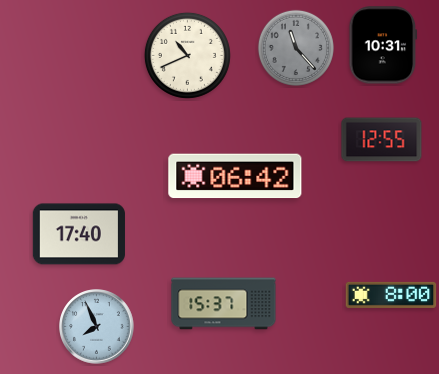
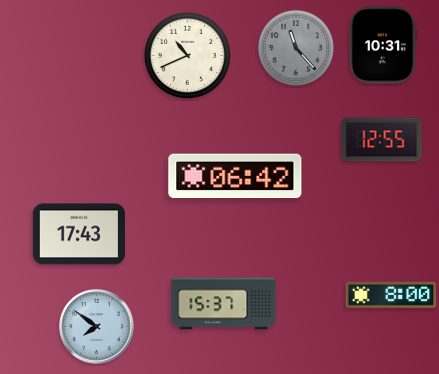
clock at (79, 234): 17:40 -> 17:43
clock at (97, 327): 7:56 -> 7:51
